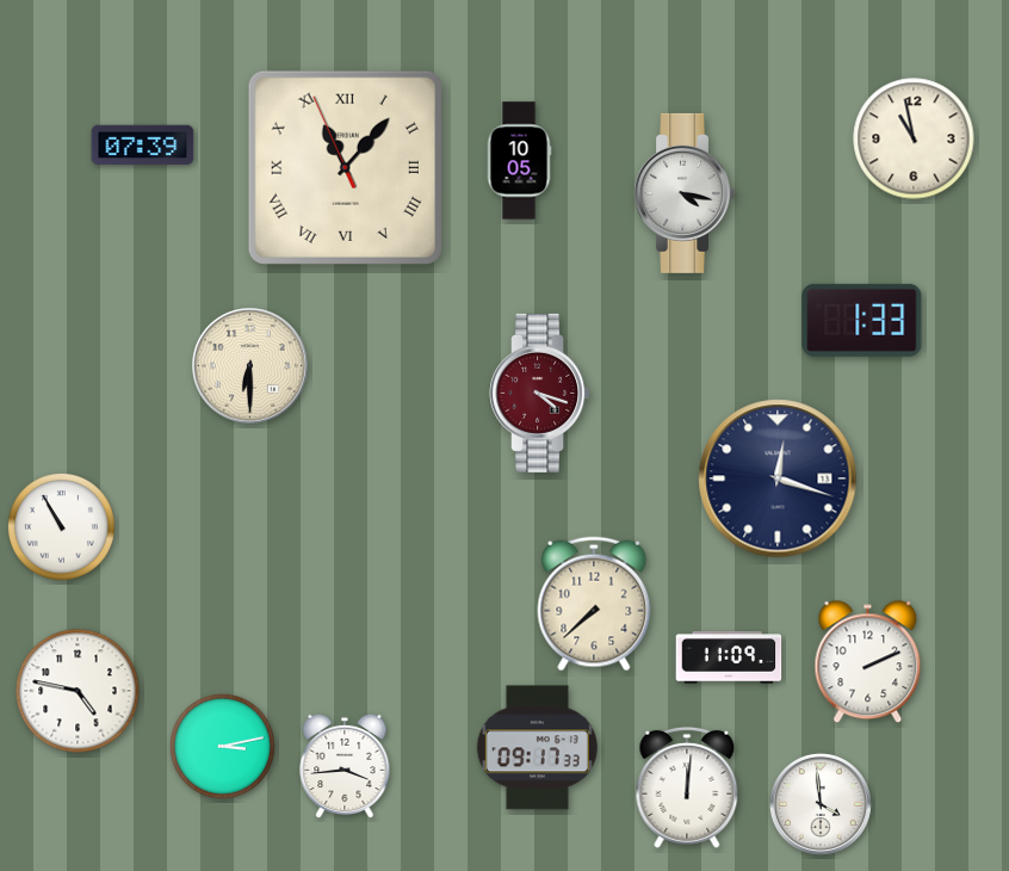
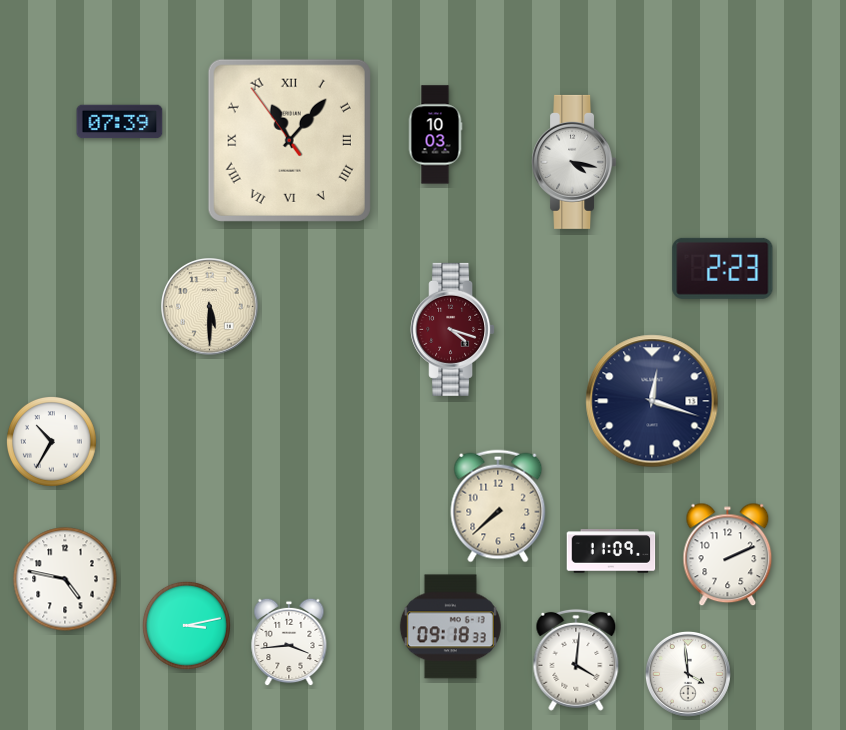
clock at (914, 138): 10:58 -> none
clock at (519, 161): 10:05 -> 10:03
clock at (345, 167): 11:06:56 -> 11:06:54
clock at (862, 320): 1:33 -> 2:23
clock at (250, 366): 6:30 -> 5:30
clock at (62, 527): 10:55 -> 10:35
clock at (537, 748): 09:17 -> 09:18
clock at (687, 787): 12:01 -> 4:01
